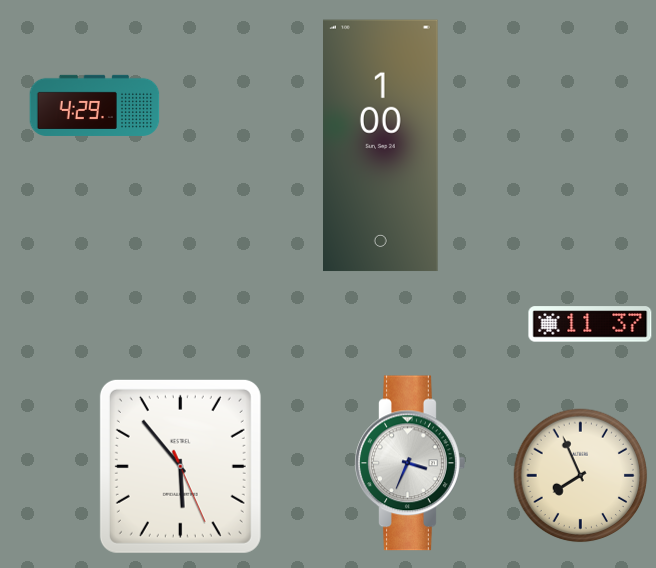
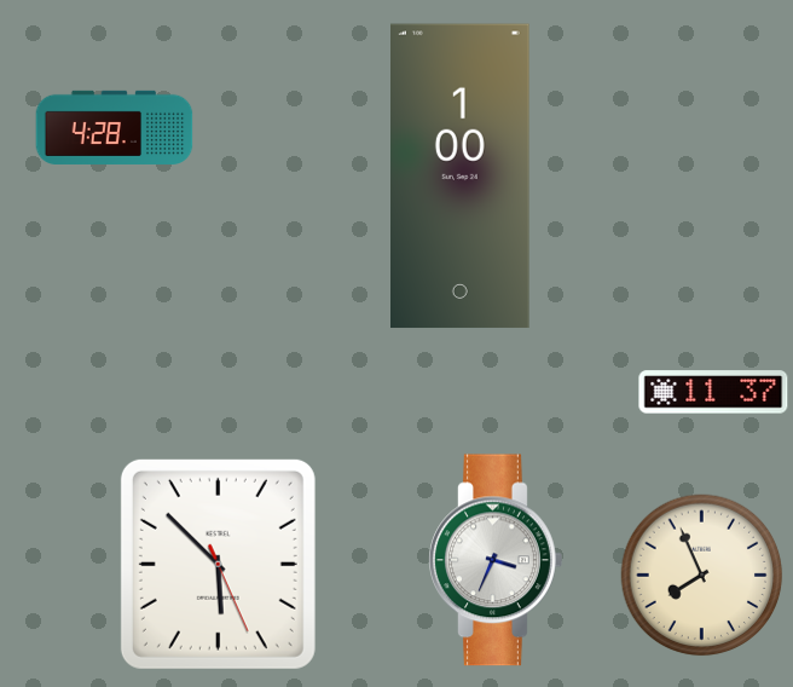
clock at (95, 105): 4:29 -> 4:28
clock at (180, 466): 5:53 -> 5:52
